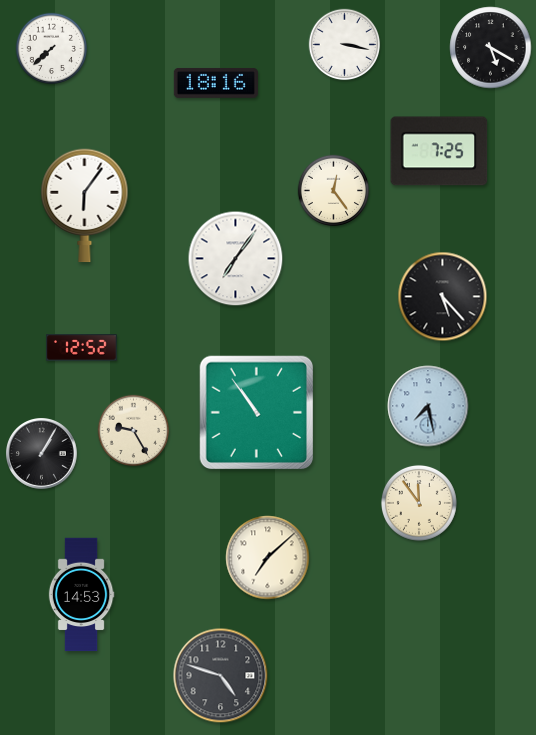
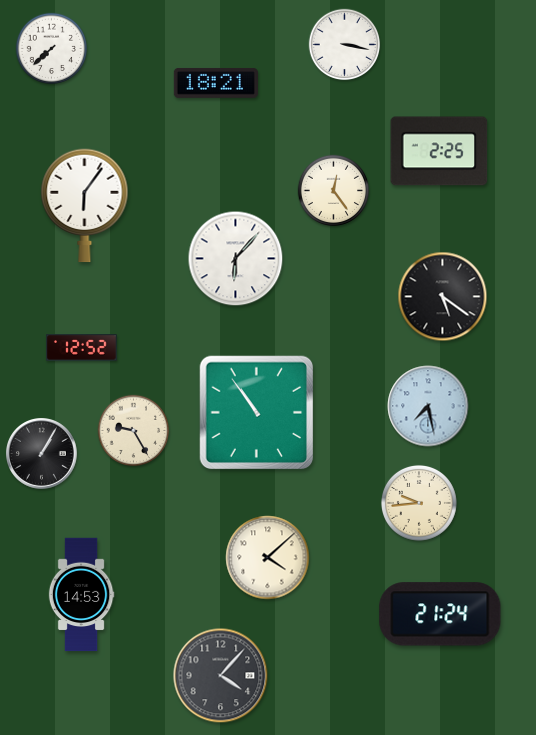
clock at (491, 48): 5:20 -> none
clock at (216, 83): 18:16 -> 18:21
clock at (439, 151): 7:25 -> 2:25
clock at (236, 259): 7:06 -> 6:07
clock at (443, 297): 5:23 -> 5:21
clock at (419, 503): 11:54 -> 9:44
clock at (268, 558): 7:08 -> 4:08
clock at (440, 614): none -> 21:24
clock at (221, 676): 4:48 -> 4:07
